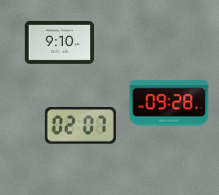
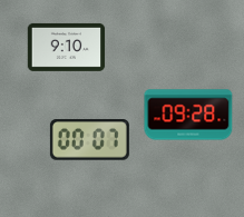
clock at (80, 126): 02:07 -> 00:07
